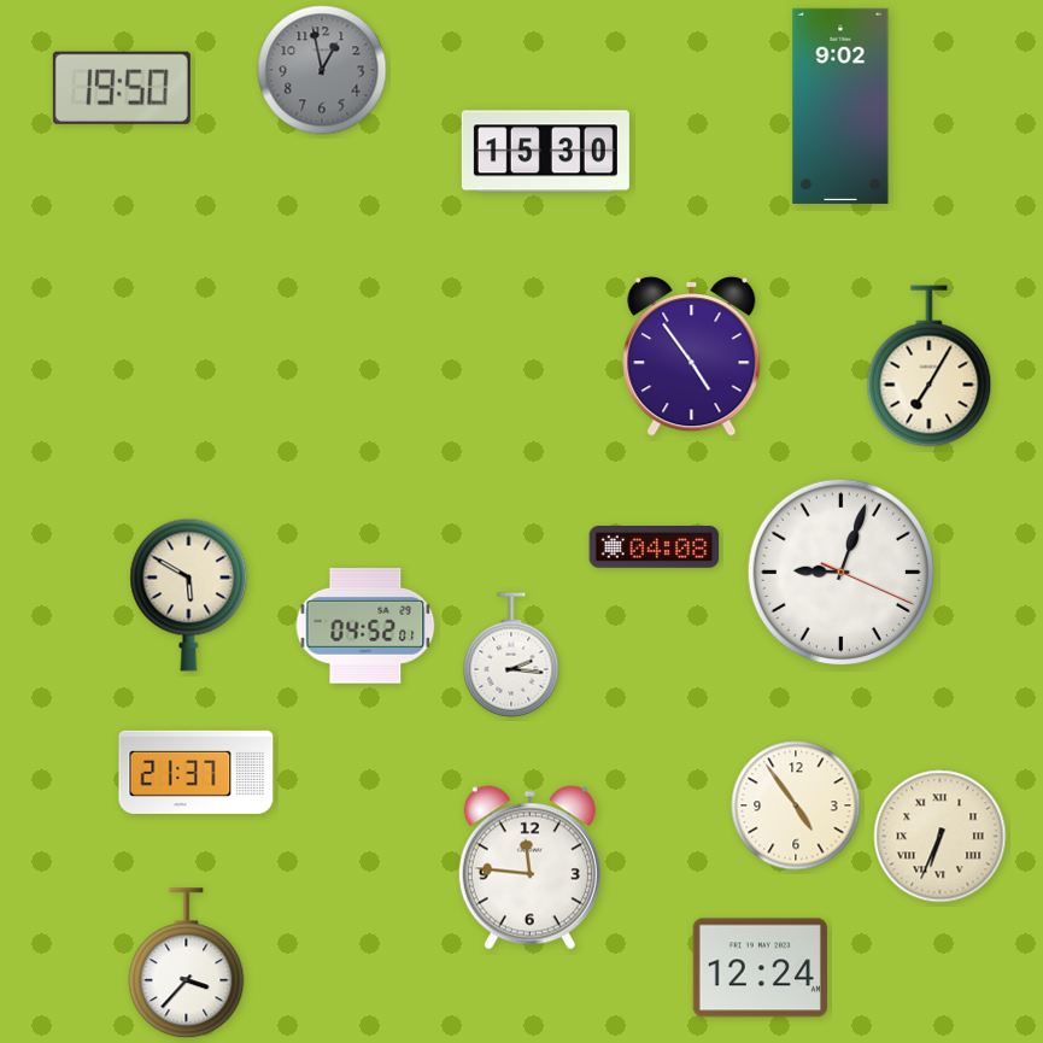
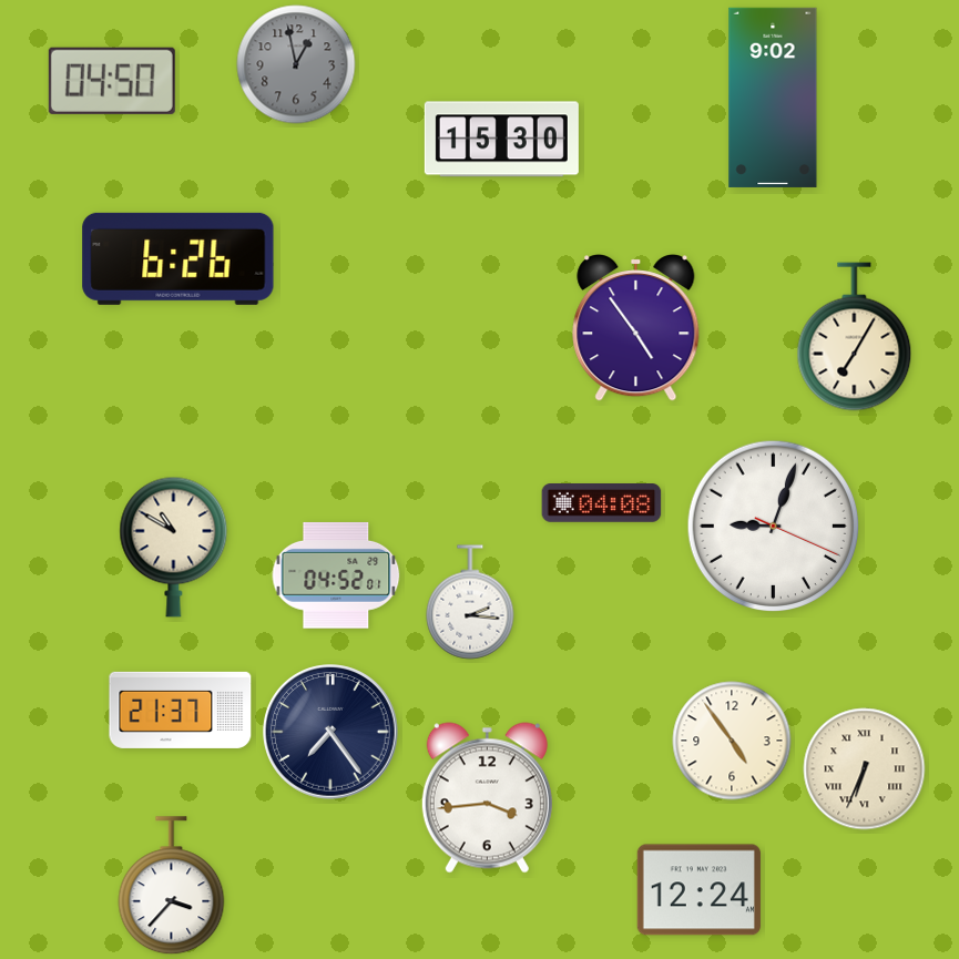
clock at (122, 88): 19:50 -> 04:50
clock at (178, 258): none -> 6:26
clock at (189, 594): 5:50 -> 10:50
clock at (330, 732): none -> 7:24
clock at (529, 868): 11:46 -> 3:44
